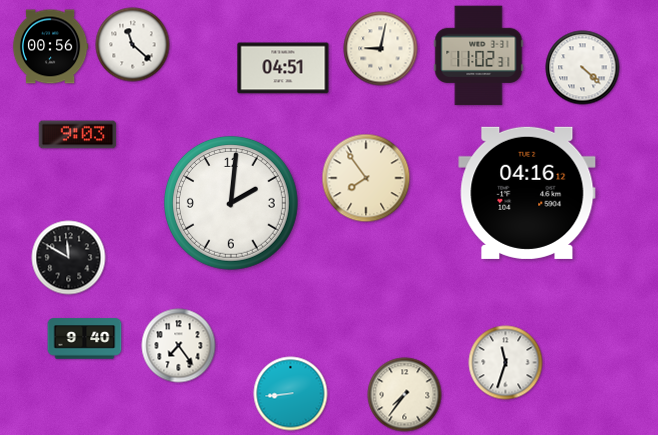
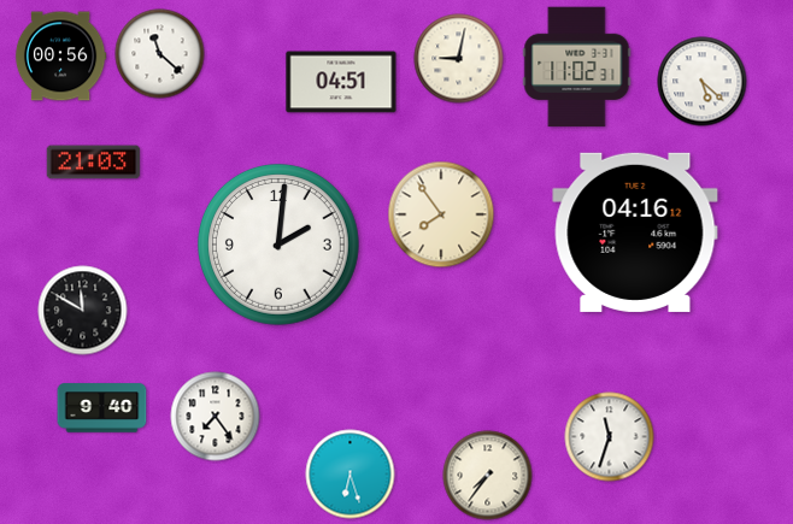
clock at (583, 68): 4:22 -> 5:22
clock at (78, 135): 9:03 -> 21:03
clock at (291, 394): 8:44 -> 6:27
